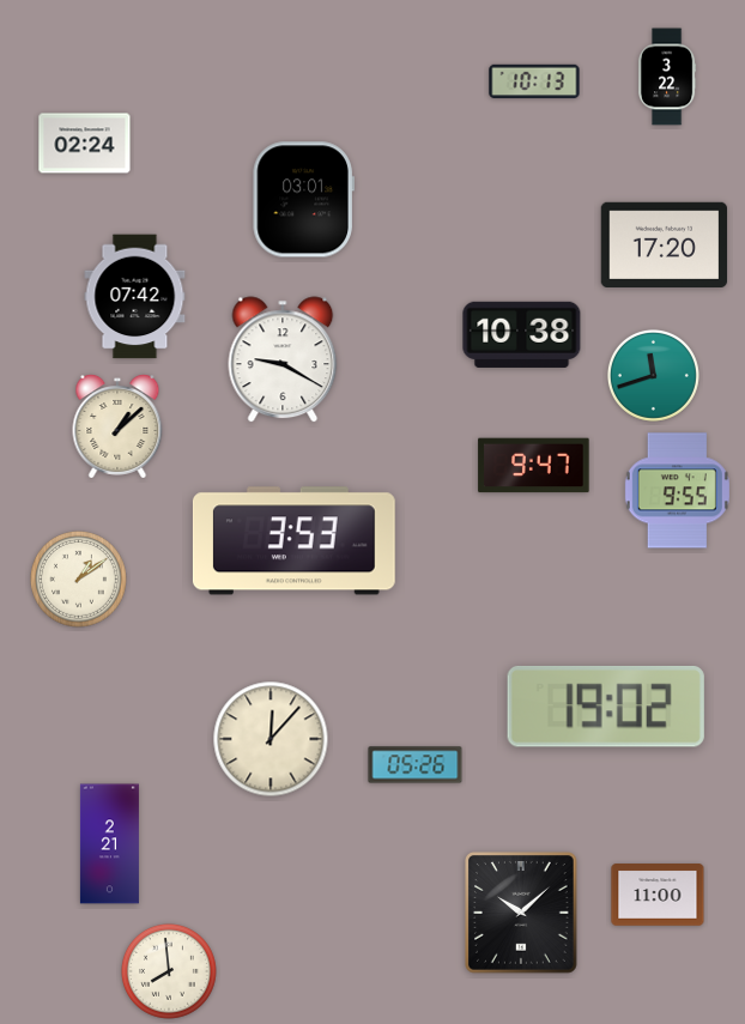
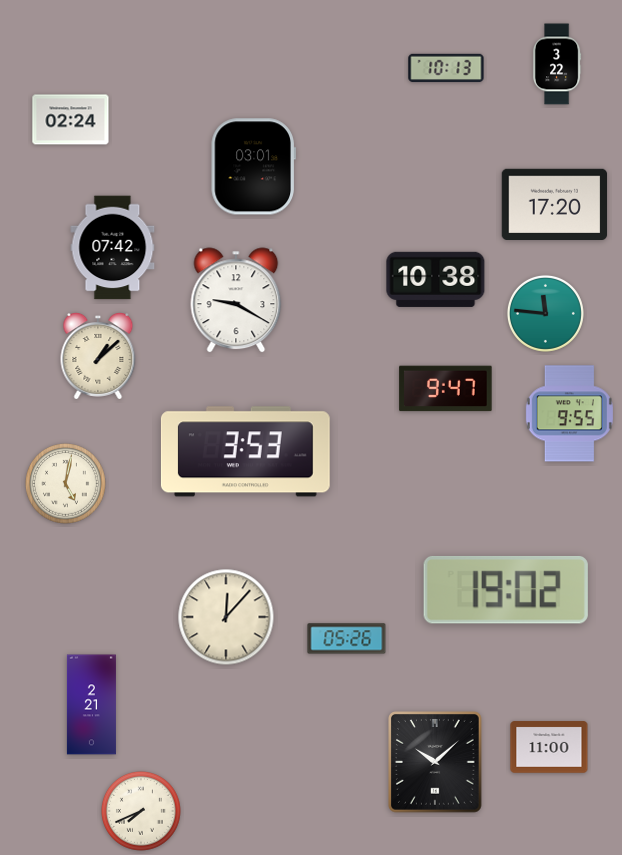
clock at (653, 375): 11:42 -> 11:46
clock at (677, 491) position: (677, 491) -> (569, 414)
clock at (79, 580): 1:09 -> 5:02
clock at (169, 971): 7:59 -> 7:41
